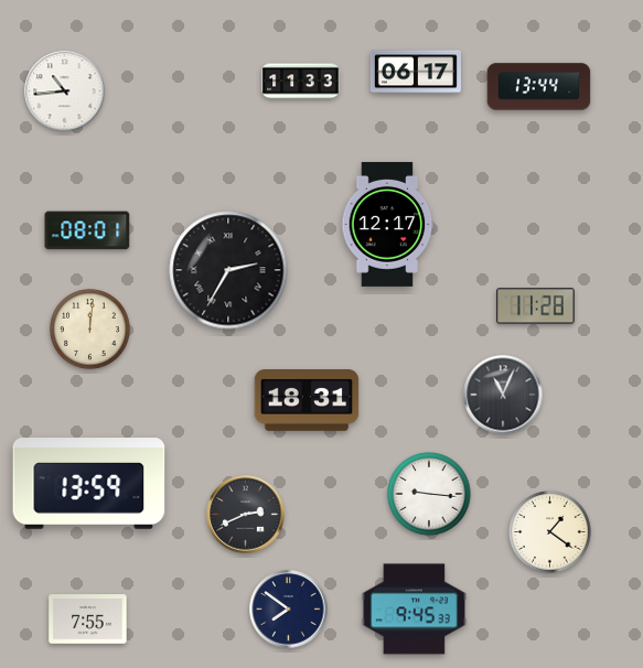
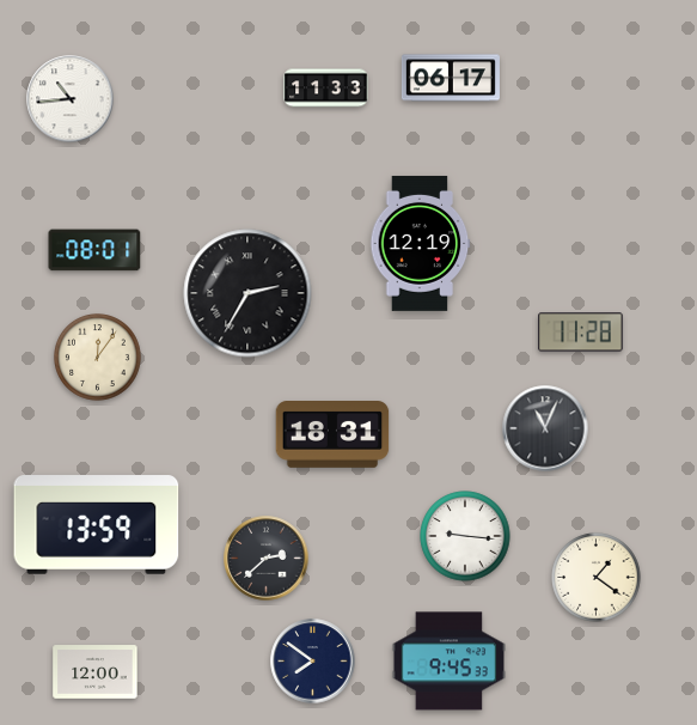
clock at (539, 87): 13:44 -> none
clock at (388, 224): 12:17 -> 12:19
clock at (90, 330): 12:01 -> 12:06
clock at (246, 515): 2:41 -> 2:38
clock at (88, 619): 7:55 -> 12:00
